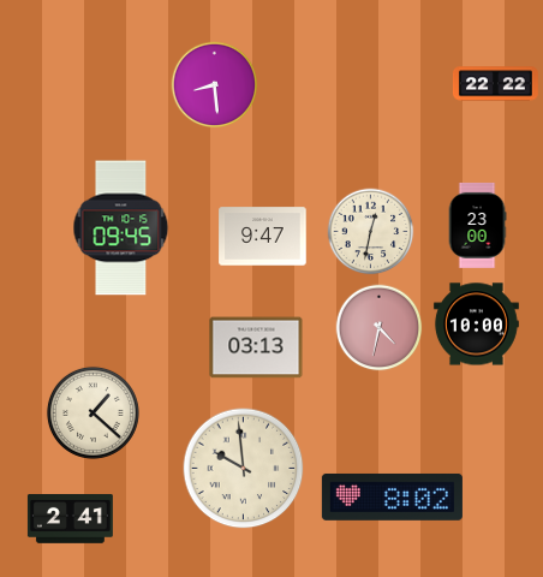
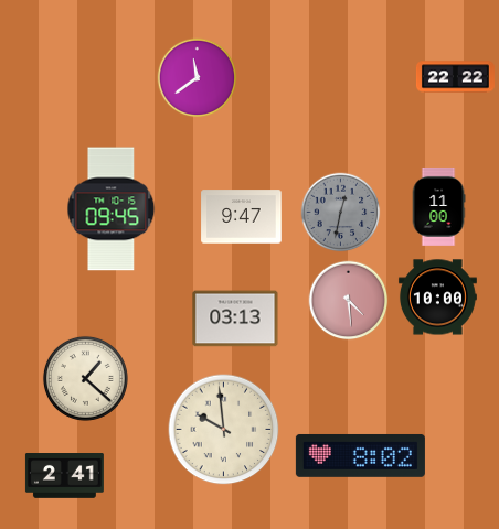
clock at (215, 85): 8:29 -> 11:39
clock at (477, 225): 23:00 -> 11:00
clock at (371, 232) dial: cream -> grey
clock at (380, 328): 4:32 -> 4:29
